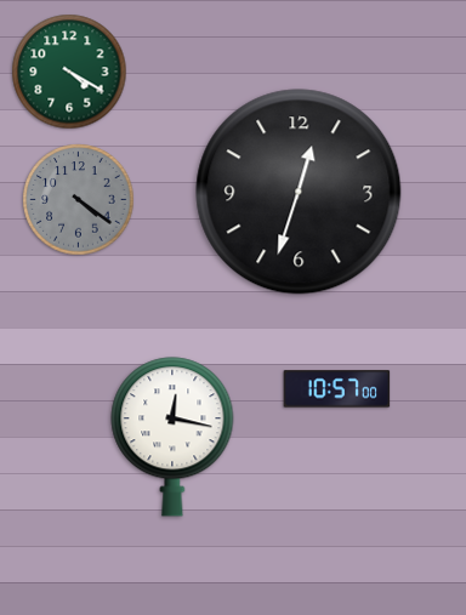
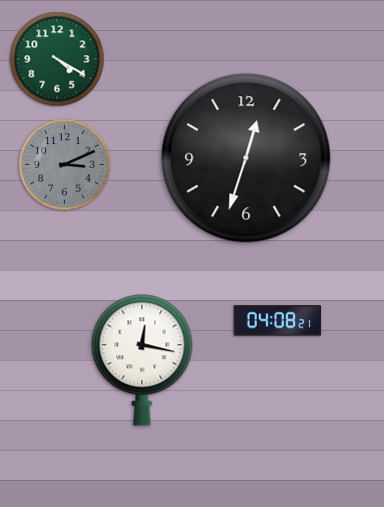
clock at (79, 200): 4:21 -> 3:11
clock at (337, 389): 10:57 -> 04:08
